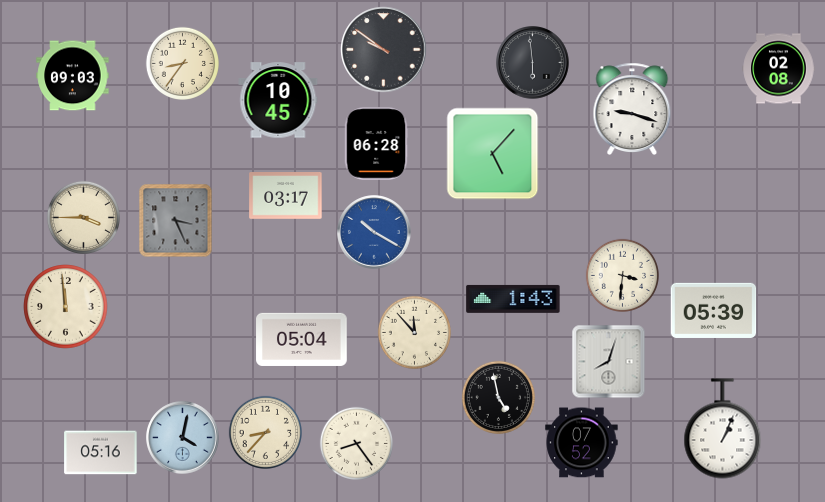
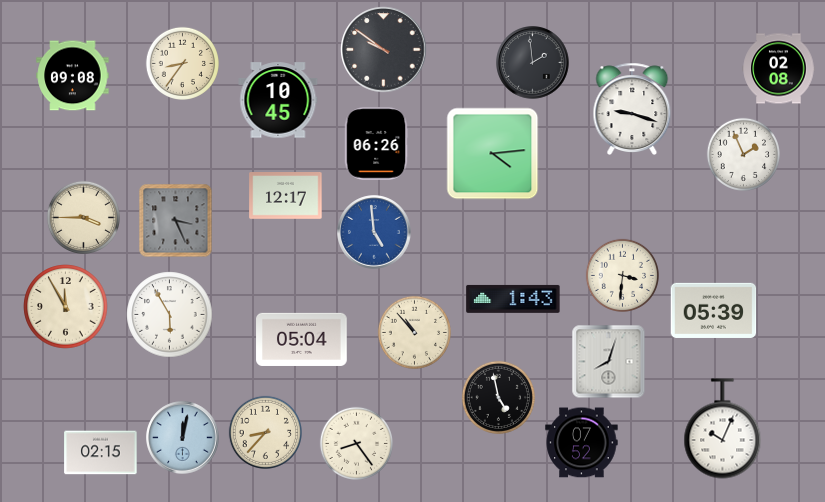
clock at (533, 63): 5:59 -> 1:59
clock at (73, 76): 09:03 -> 09:08
clock at (376, 144): 06:28 -> 06:26
clock at (493, 154): 5:07 -> 4:14
clock at (743, 154): none -> 1:56
clock at (286, 196): 03:17 -> 12:17
clock at (374, 232): 10:20 -> 4:59
clock at (66, 307): 11:59 -> 11:55
clock at (170, 315): none -> 5:55
clock at (414, 332): 11:53 -> 10:53
clock at (723, 429): 1:04 -> 10:04
clock at (183, 438): 4:02 -> 12:02
clock at (101, 453): 05:16 -> 02:15
